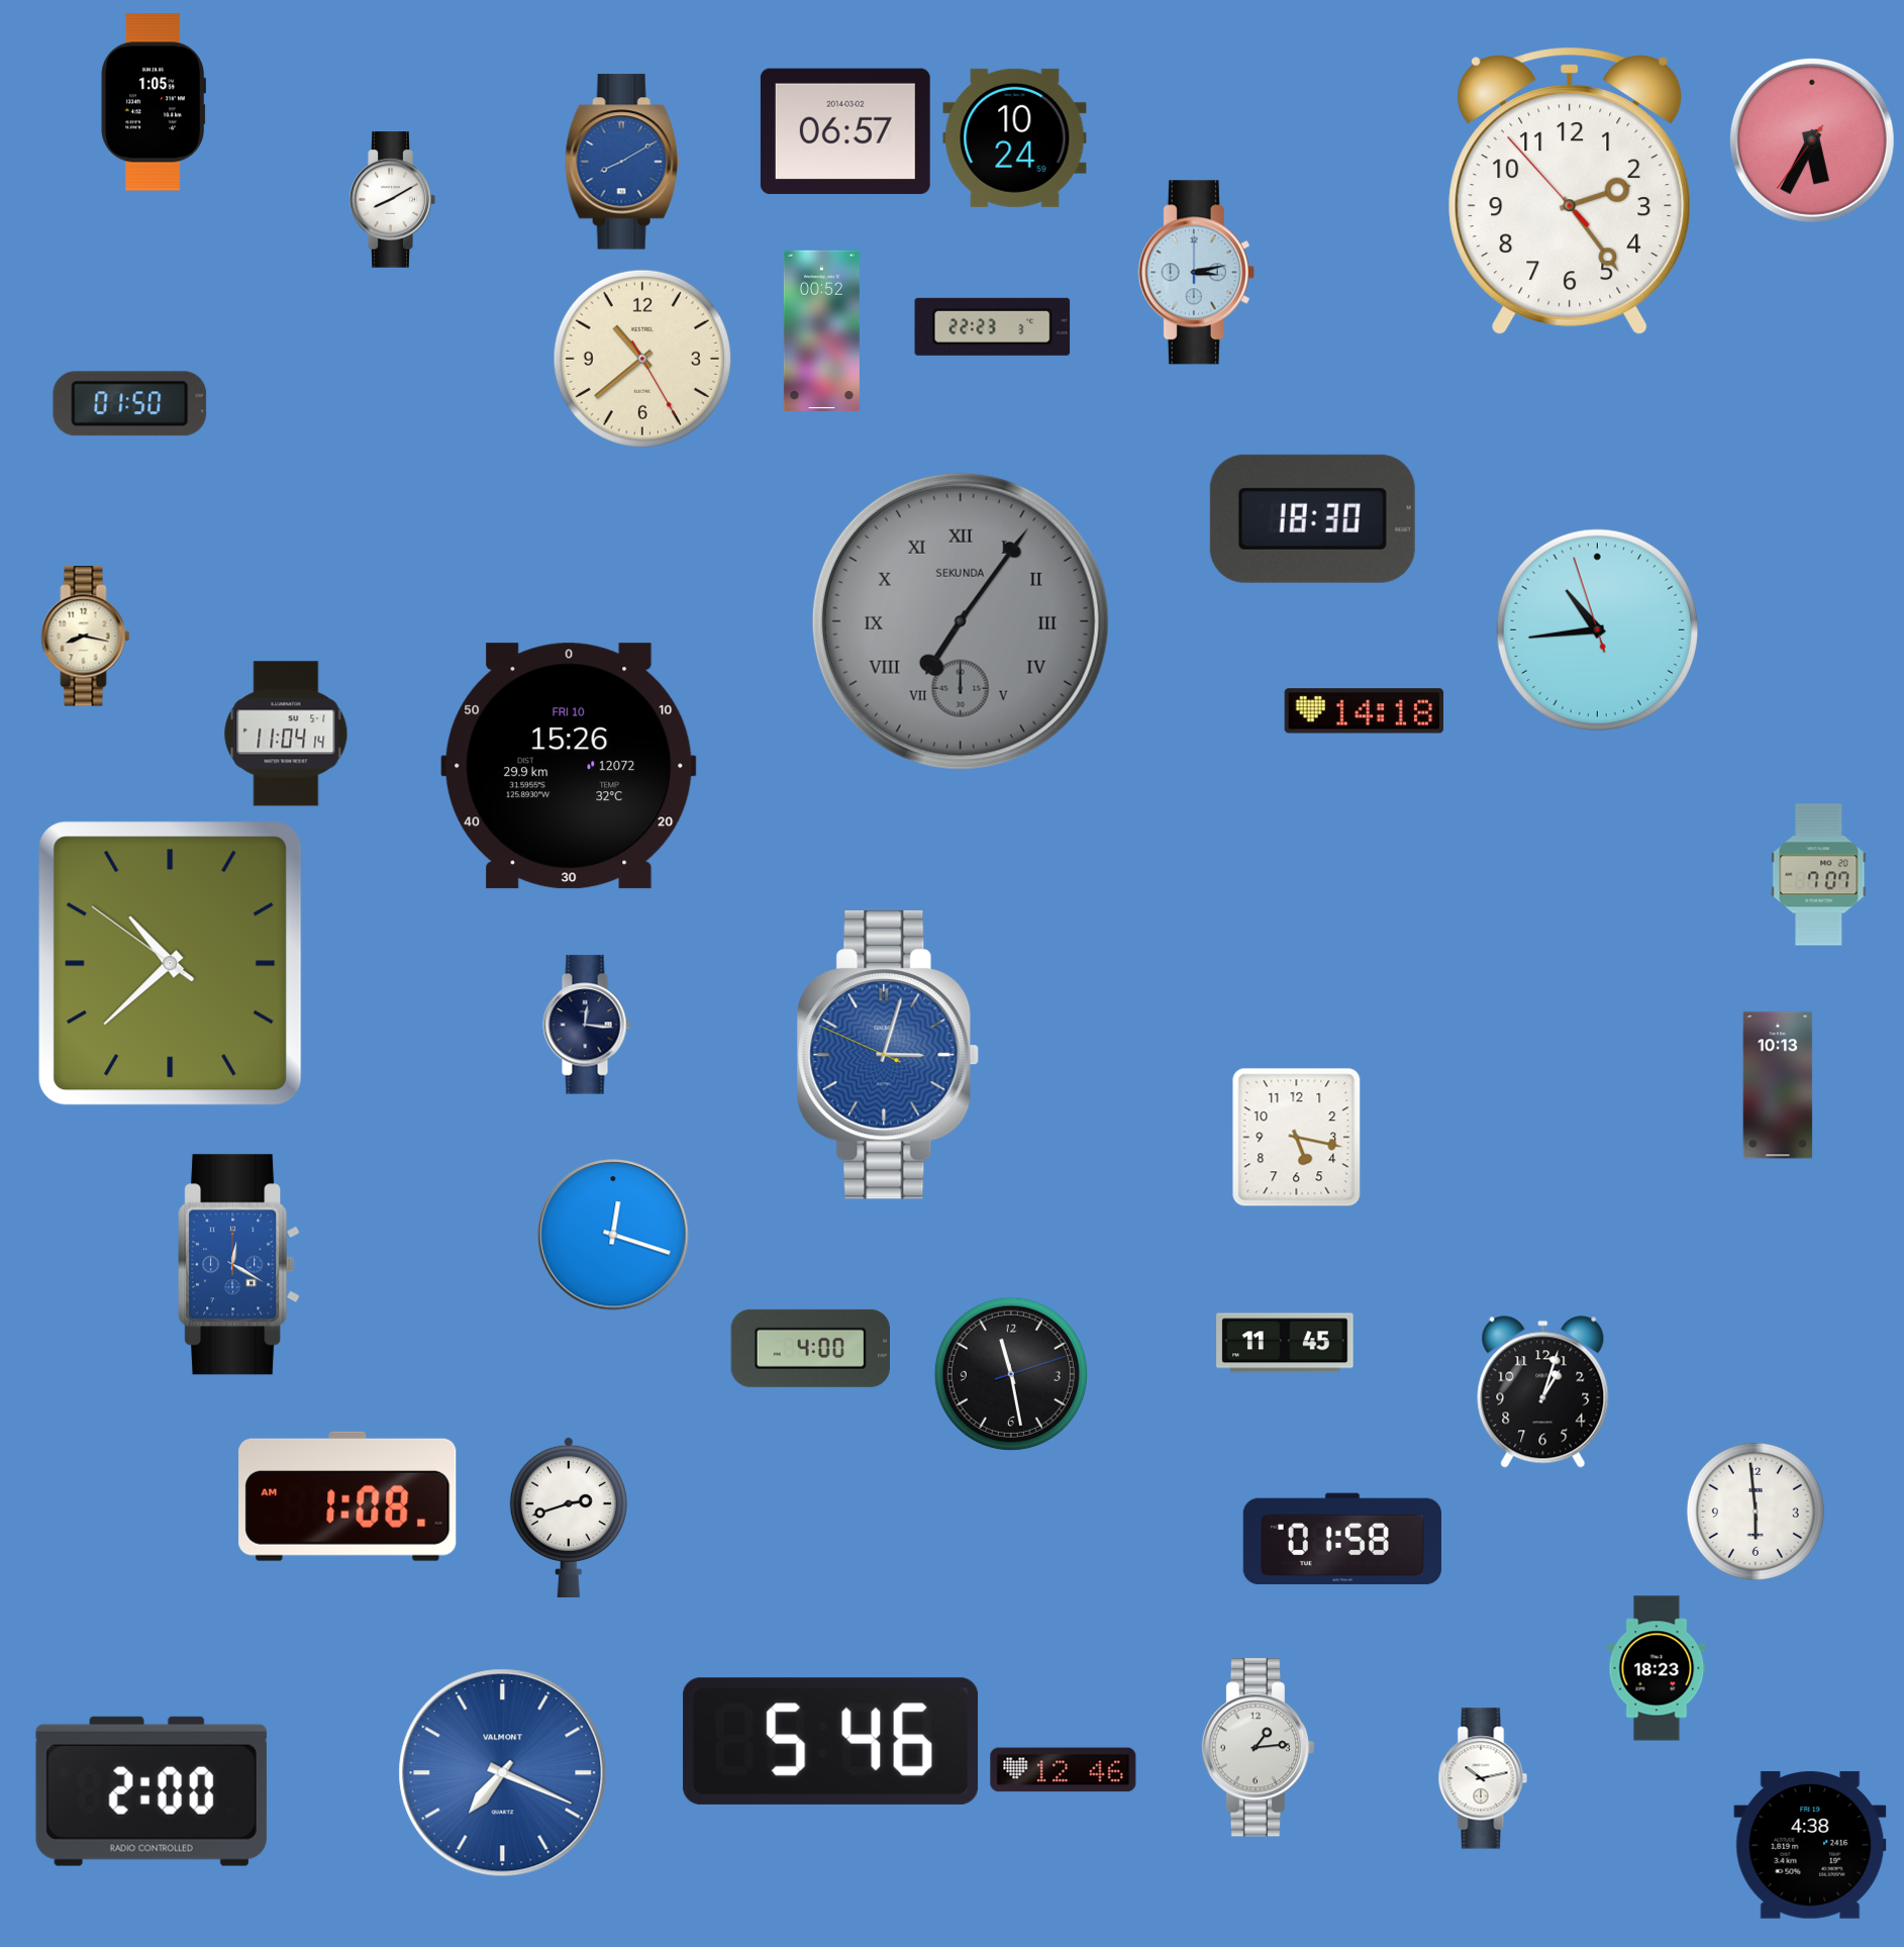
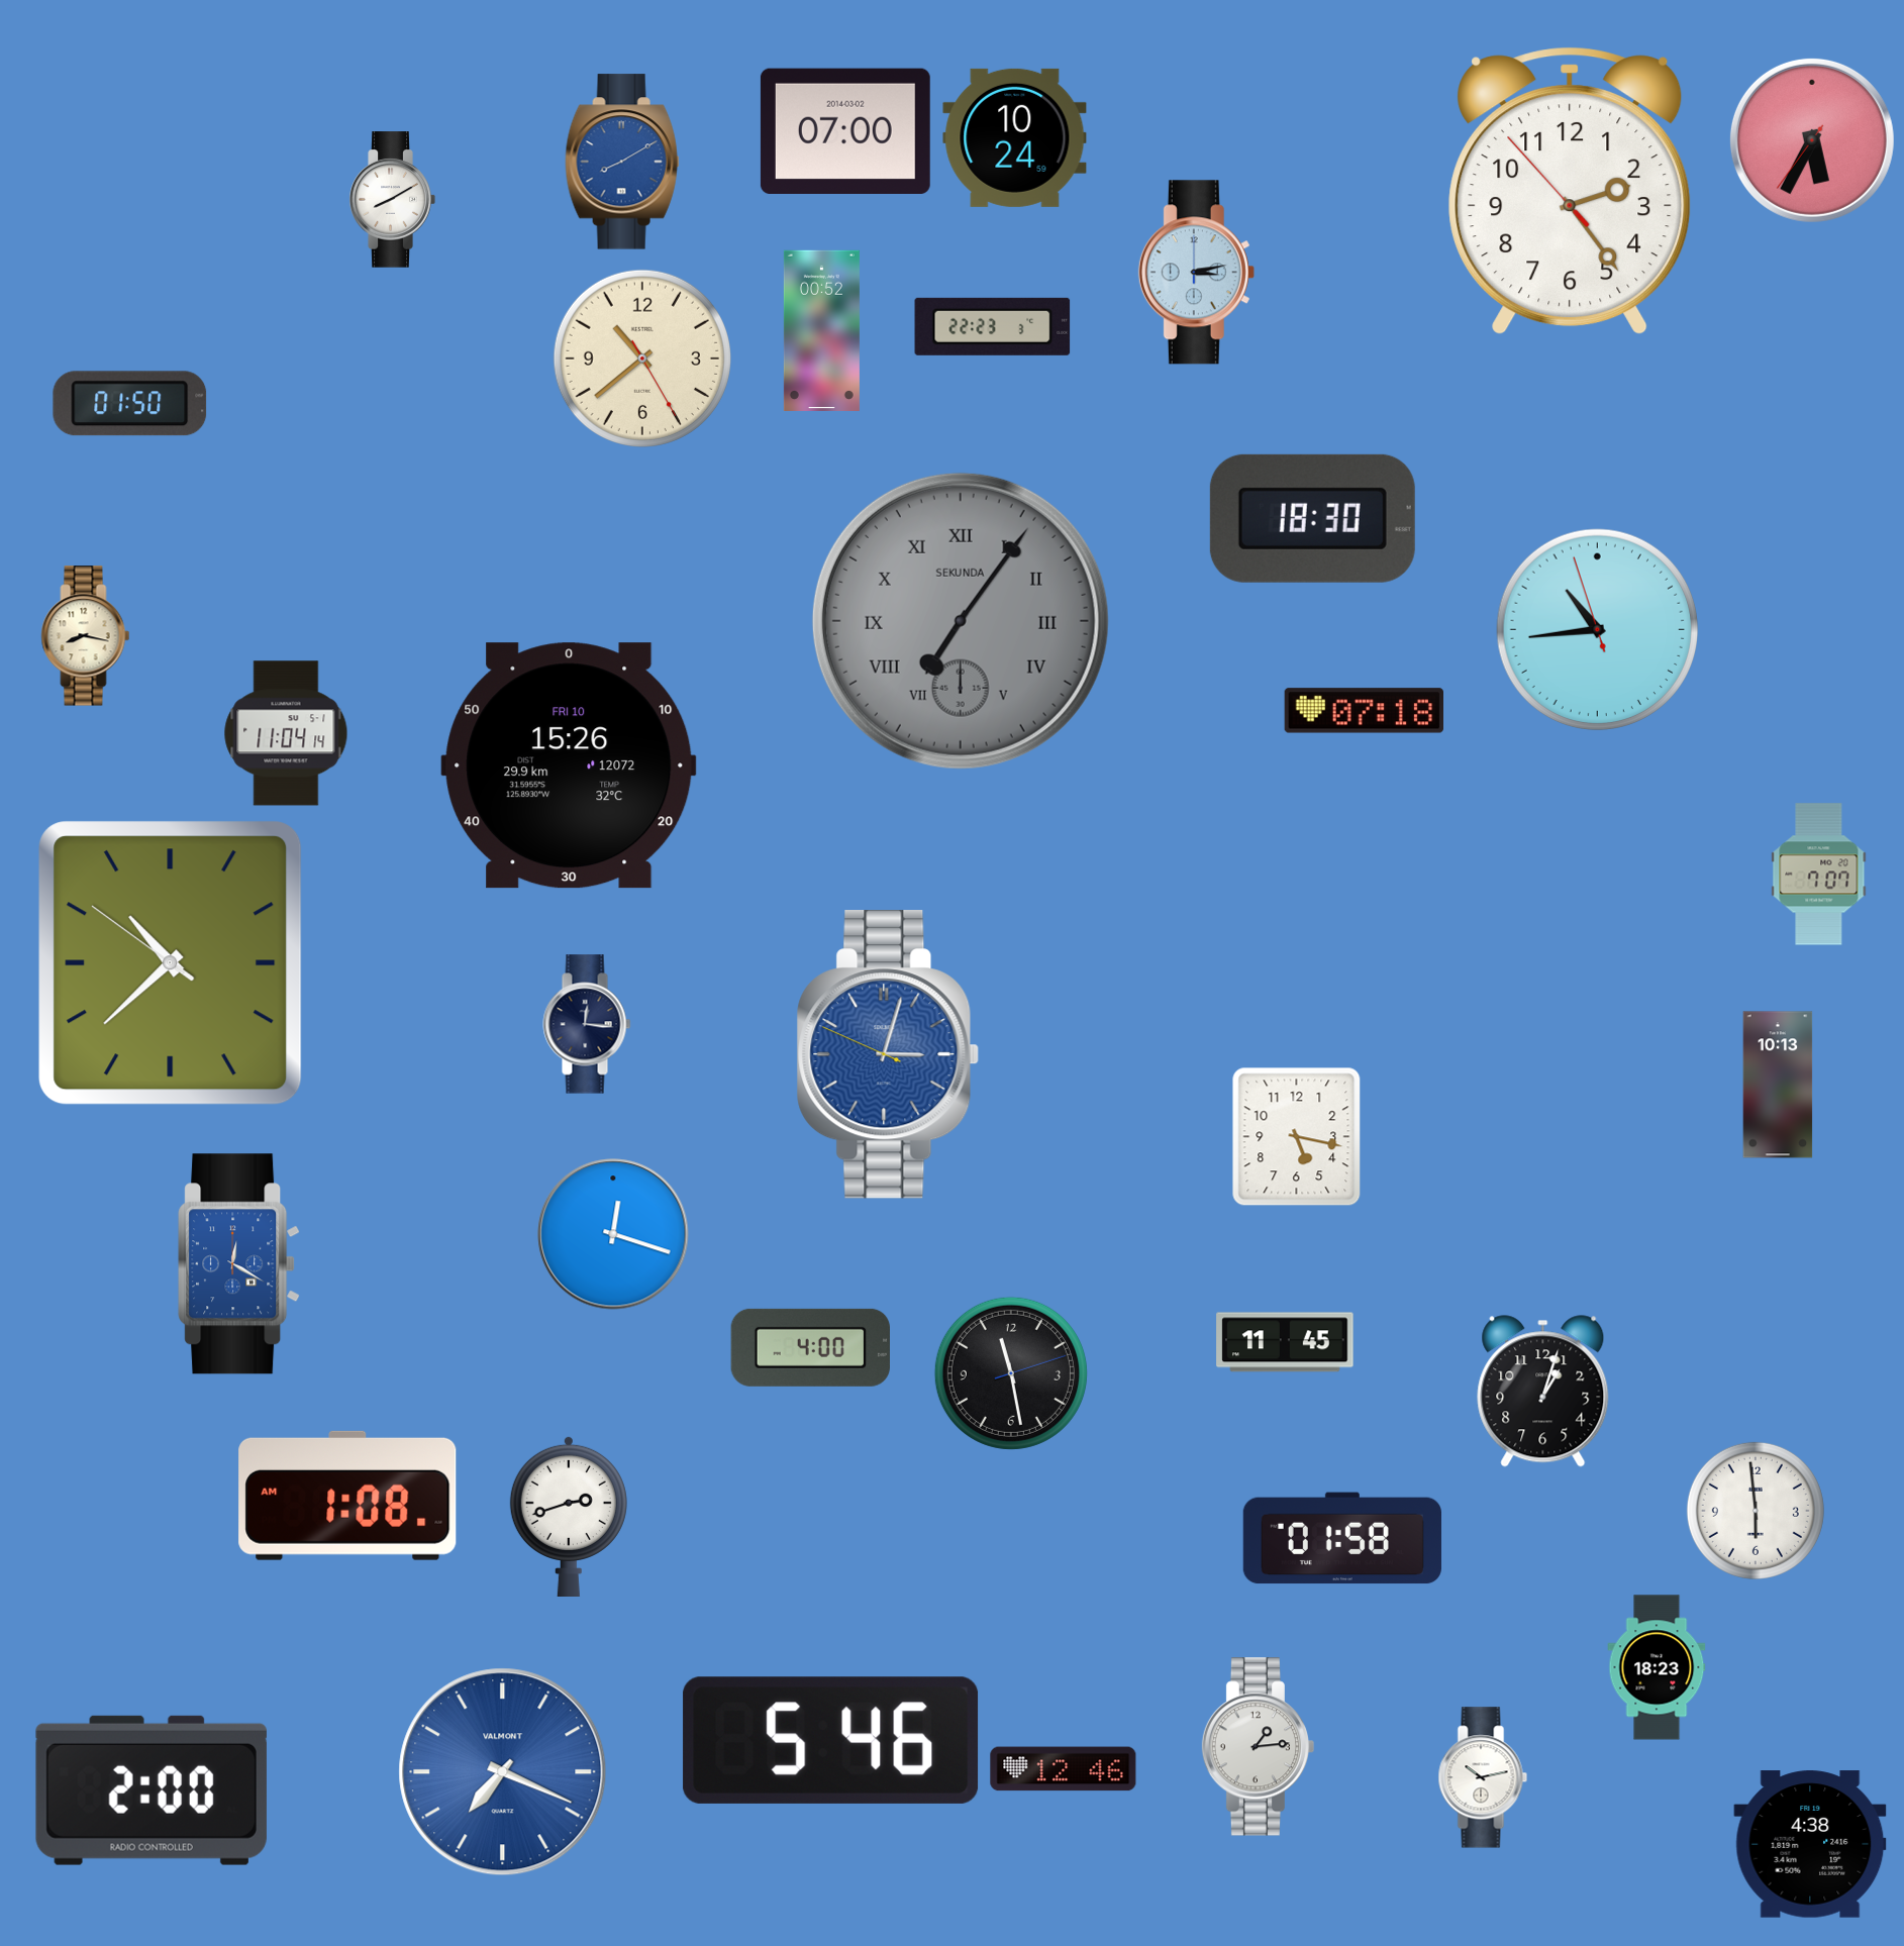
clock at (153, 102): 1:05 -> none
clock at (845, 131): 06:57 -> 07:00
clock at (1365, 711): 14:18 -> 07:18
